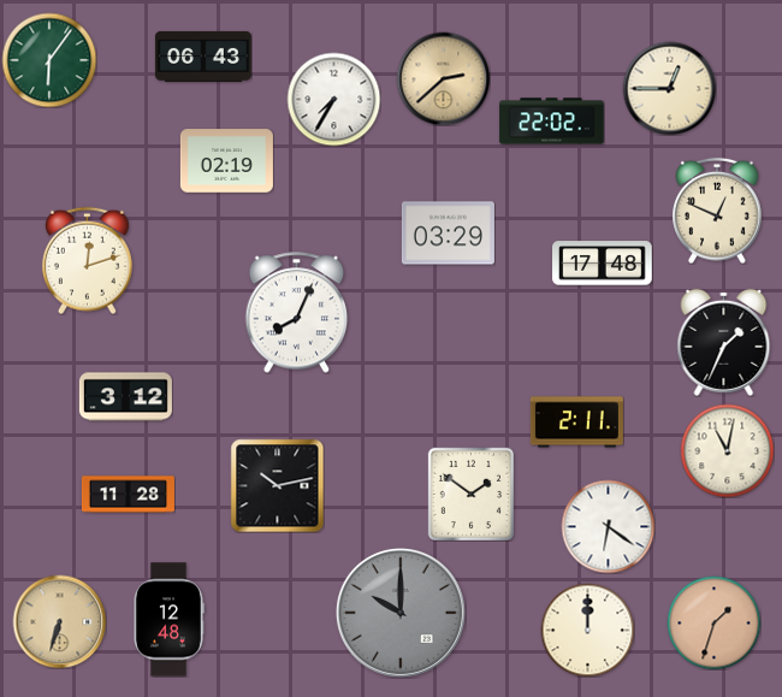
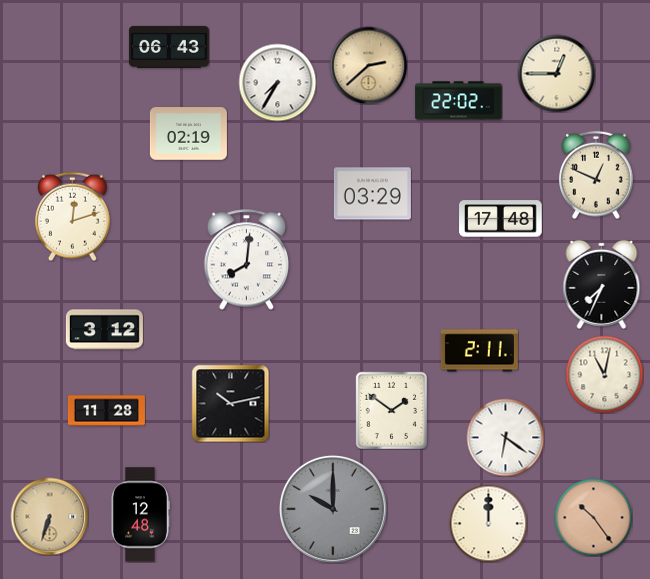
clock at (49, 60): 6:06 -> none
clock at (297, 313): 8:04 -> 8:01
clock at (724, 342): 1:34 -> 7:34
clock at (713, 622): 1:33 -> 10:24
